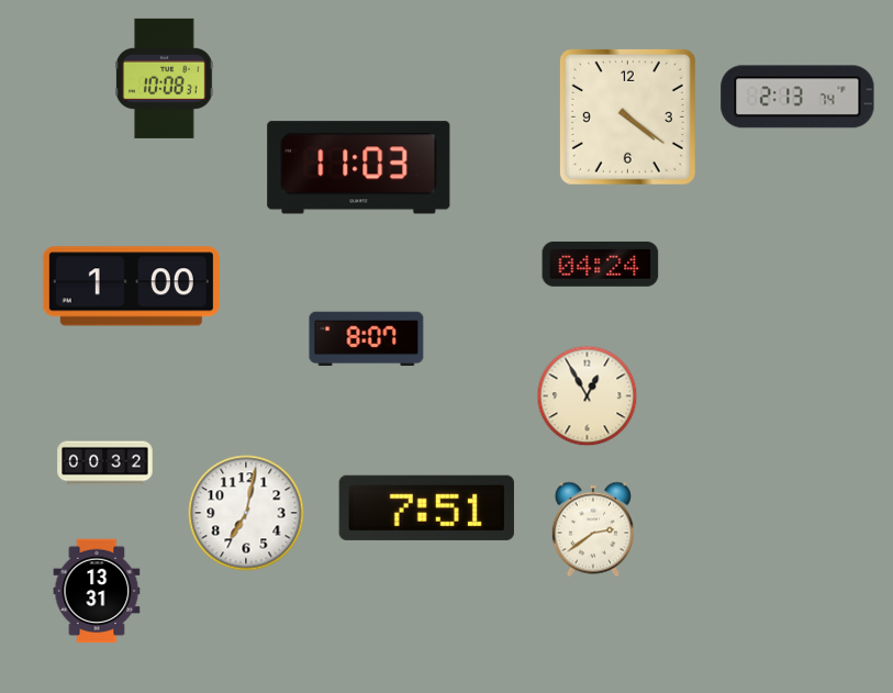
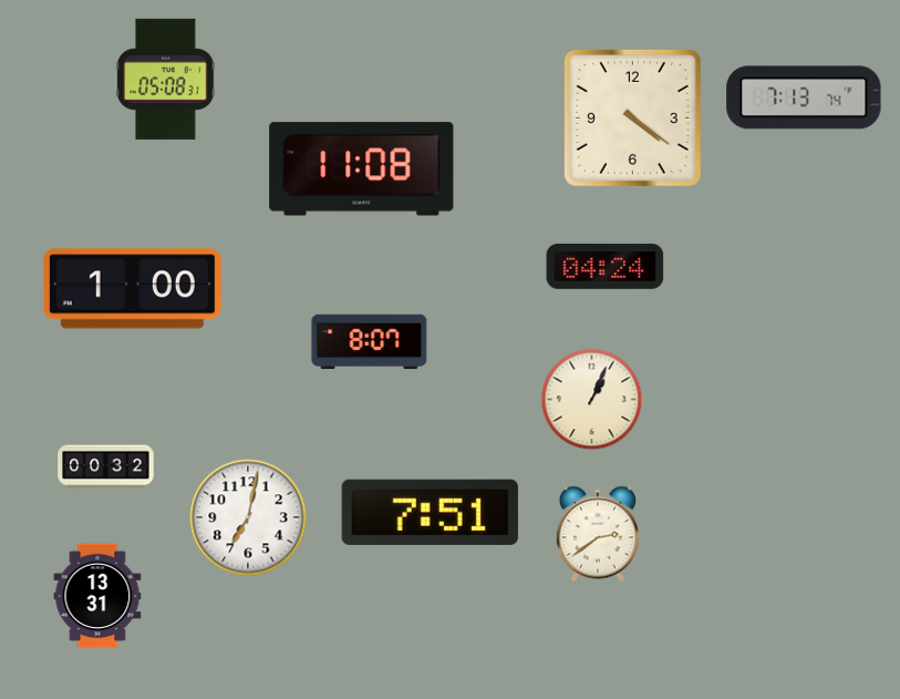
clock at (165, 78): 10:08 -> 05:08
clock at (797, 97): 2:13 -> 7:13
clock at (359, 168): 11:03 -> 11:08
clock at (588, 396): 12:55 -> 1:04
